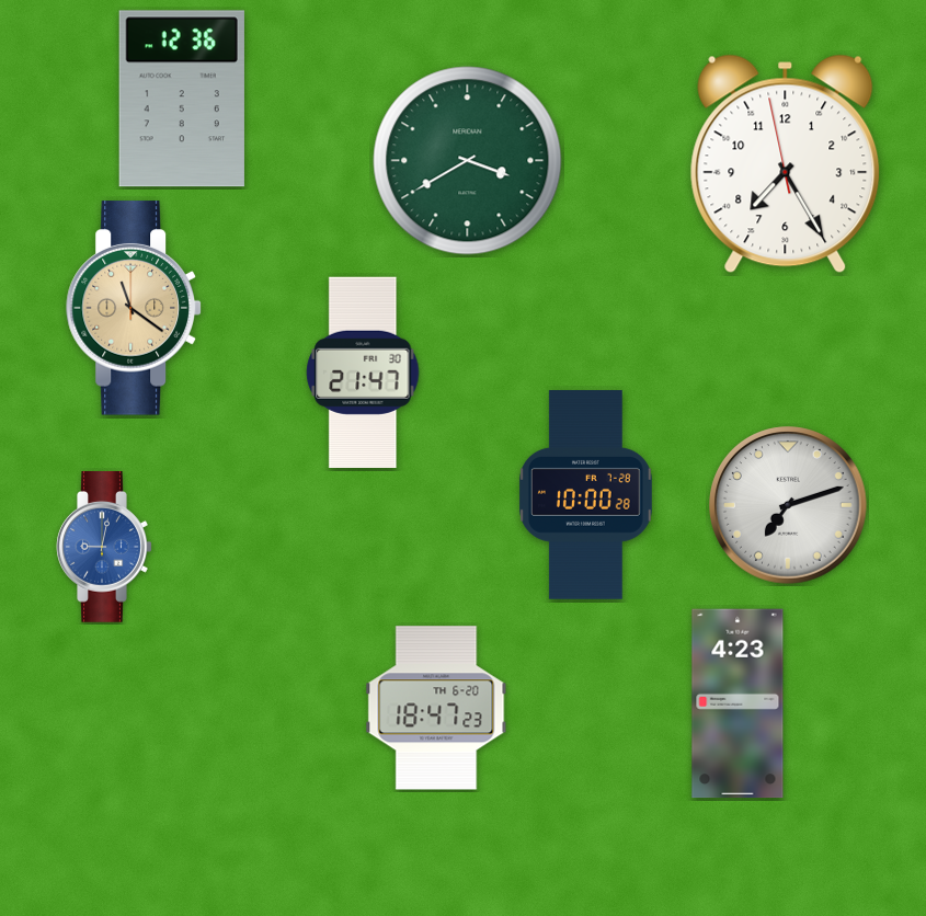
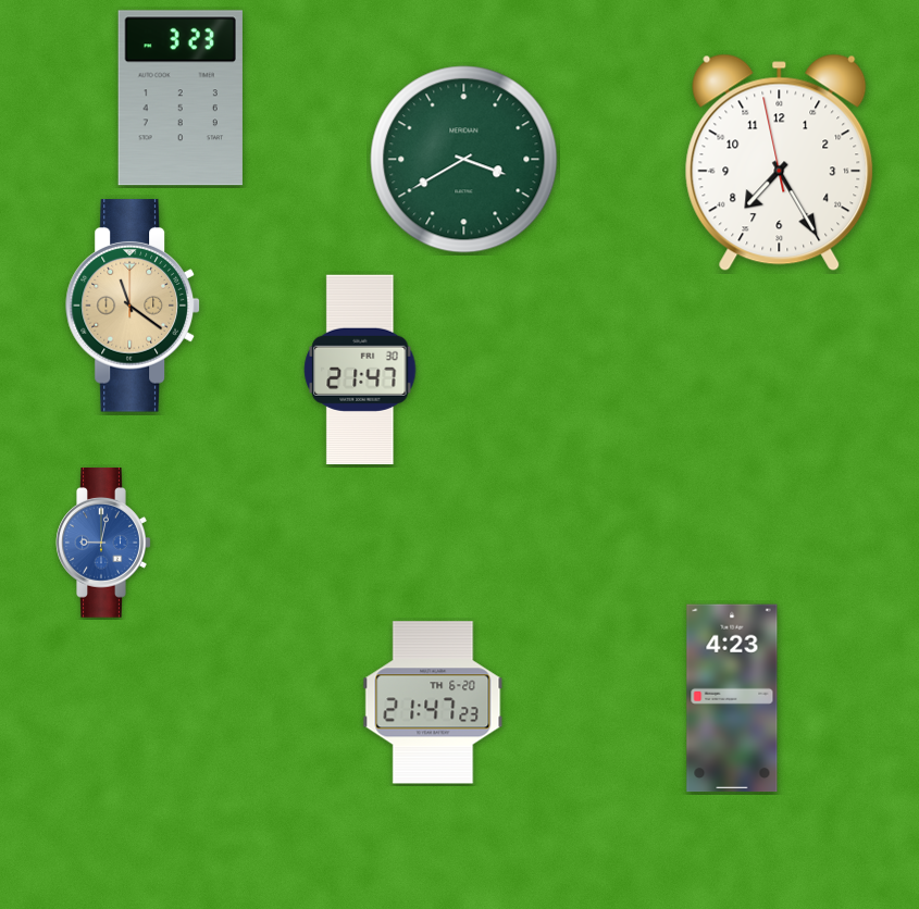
clock at (182, 99): 12:36 -> 3:23
clock at (586, 495): 10:00 -> none
clock at (789, 506): 7:12 -> none
clock at (436, 708): 18:47 -> 21:47
